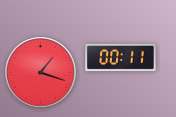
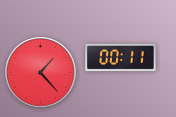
clock at (41, 73): 1:18 -> 1:23
